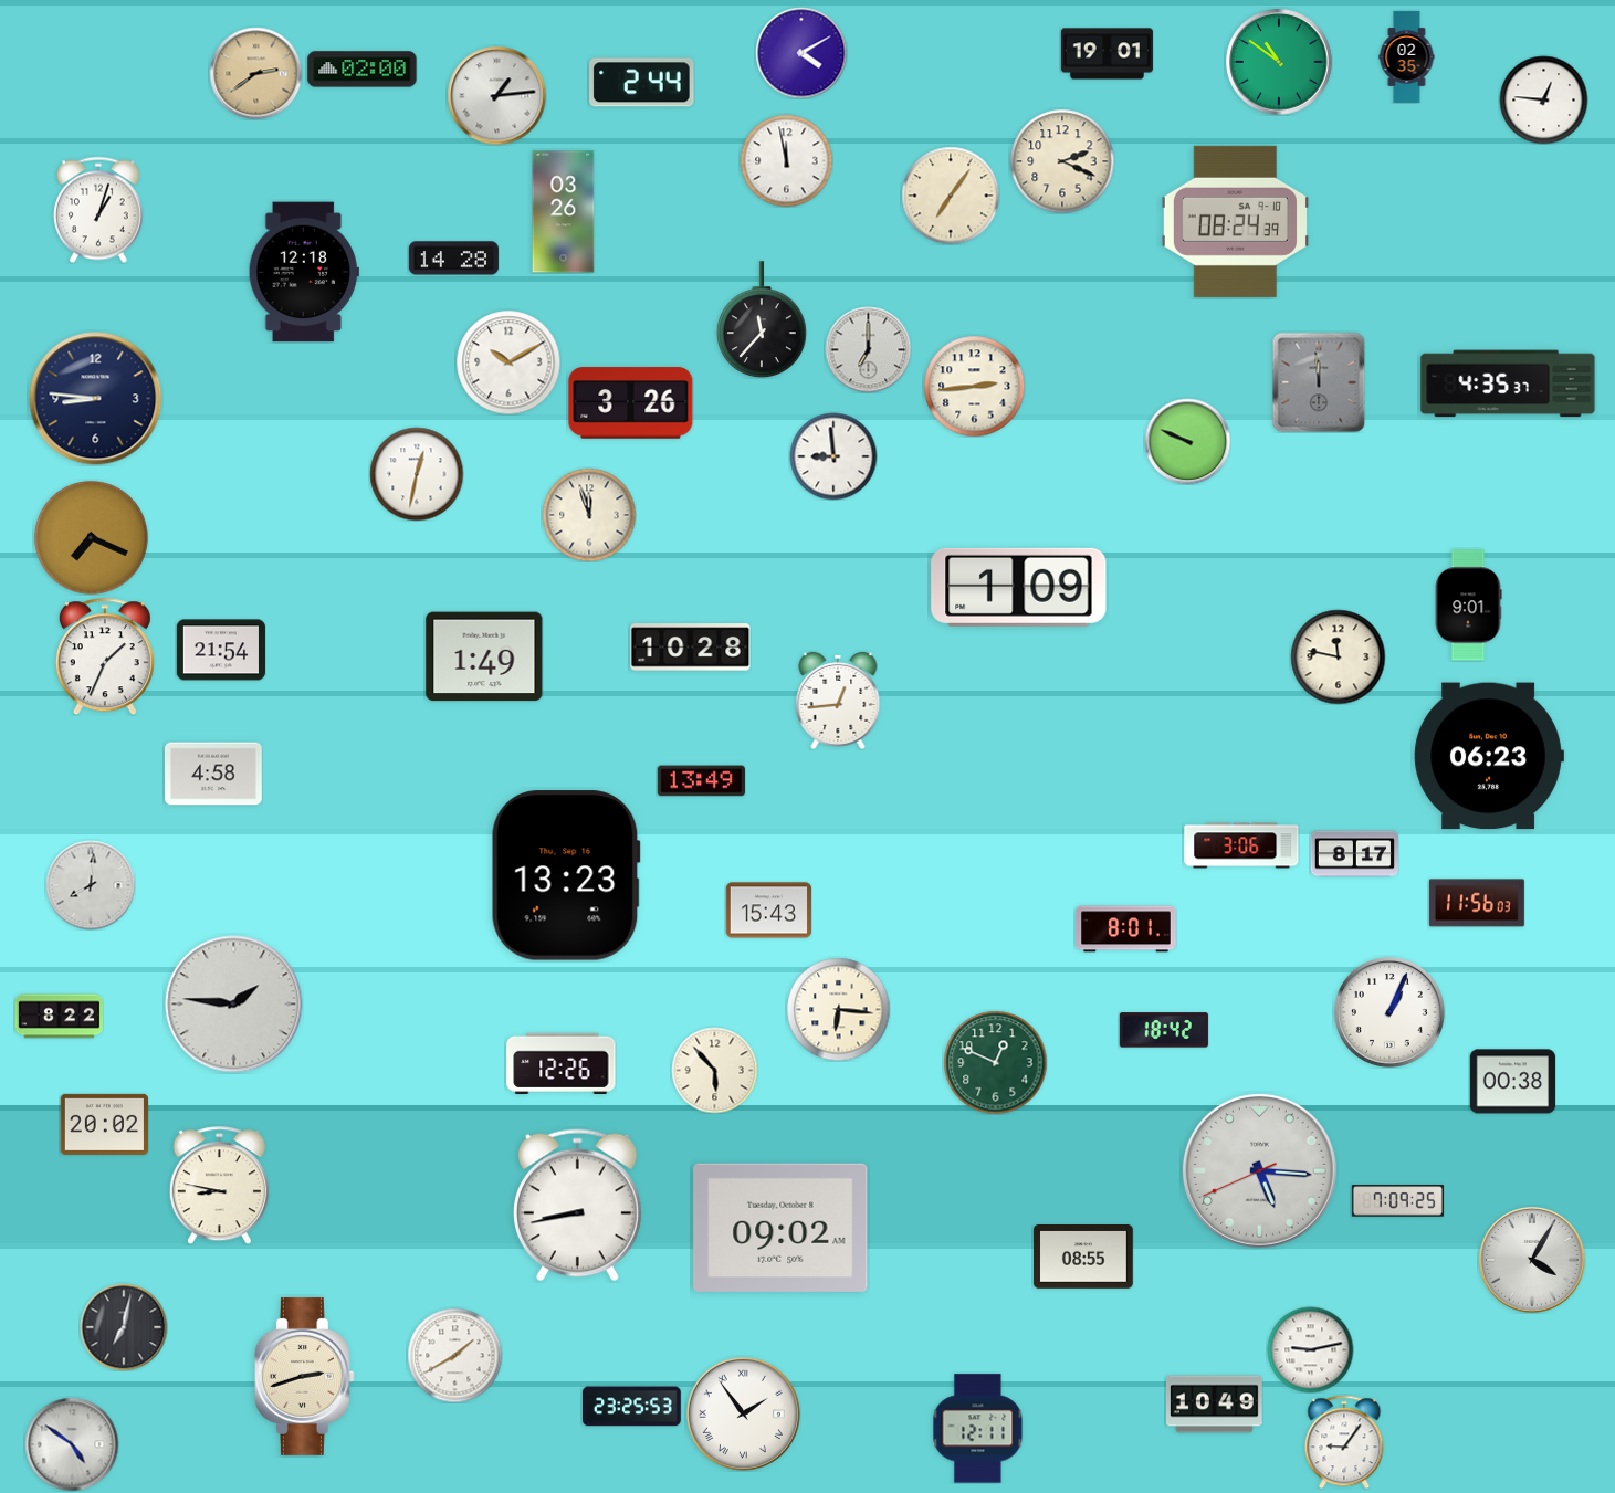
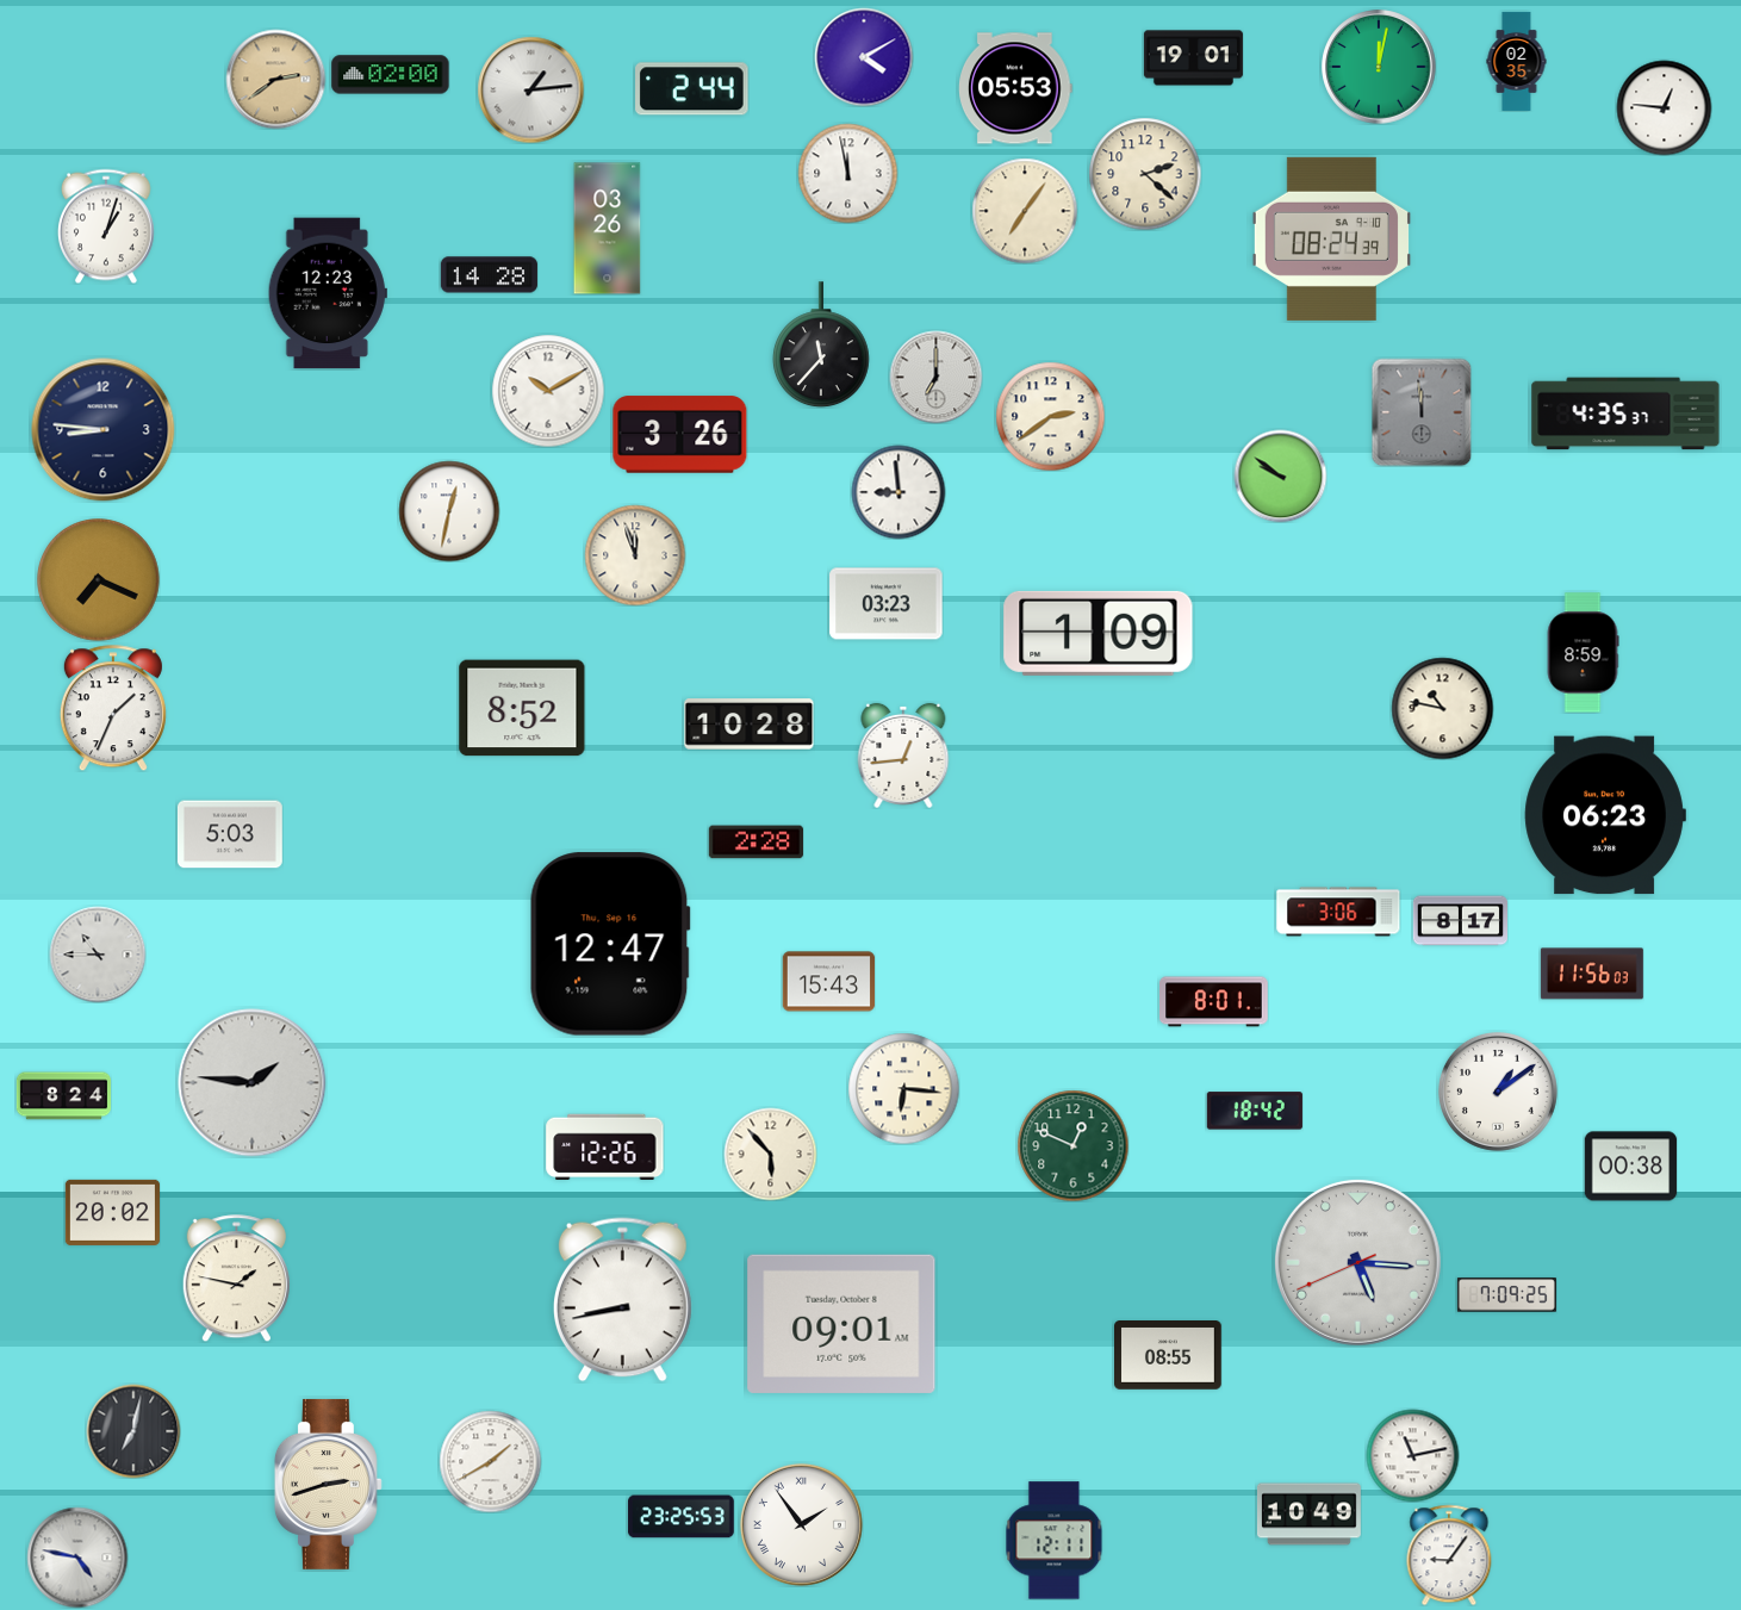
clock at (1279, 62): 10:51 -> 12:02
clock at (1016, 88): none -> 05:53
clock at (496, 95) position: (496, 95) -> (530, 89)
clock at (1062, 161): 2:19 -> 2:22
clock at (453, 259) position: (453, 259) -> (489, 275)
clock at (304, 272): 12:18 -> 12:23
clock at (974, 386): 2:44 -> 2:39
clock at (1187, 441): 9:49 -> 9:51
clock at (887, 604): none -> 03:23
clock at (1468, 606): 9:01 -> 8:59
clock at (691, 648) position: (691, 648) -> (750, 725)
clock at (221, 650): 21:54 -> none
clock at (484, 656): 1:49 -> 8:52
clock at (1338, 656): 11:47 -> 10:47
clock at (213, 774): 4:58 -> 5:03
clock at (701, 781): 13:49 -> 2:28
clock at (566, 875): 13:23 -> 12:47
clock at (91, 885): 8:01 -> 10:45
clock at (1389, 1012): 1:04 -> 1:09
clock at (59, 1017): 8:22 -> 8:24
clock at (219, 1186): 8:47 -> 1:47
clock at (780, 1228): 09:02 -> 09:01
clock at (1532, 1260): 4:05 -> none
clock at (1310, 1349): 9:13 -> 11:13
clock at (72, 1444): 4:51 -> 4:47
